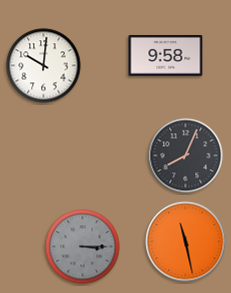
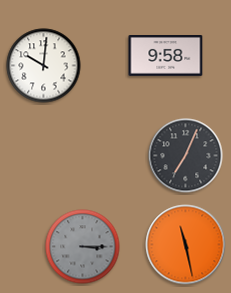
clock at (186, 156): 8:04 -> 7:04
clock at (186, 242) position: (186, 242) -> (186, 245)
